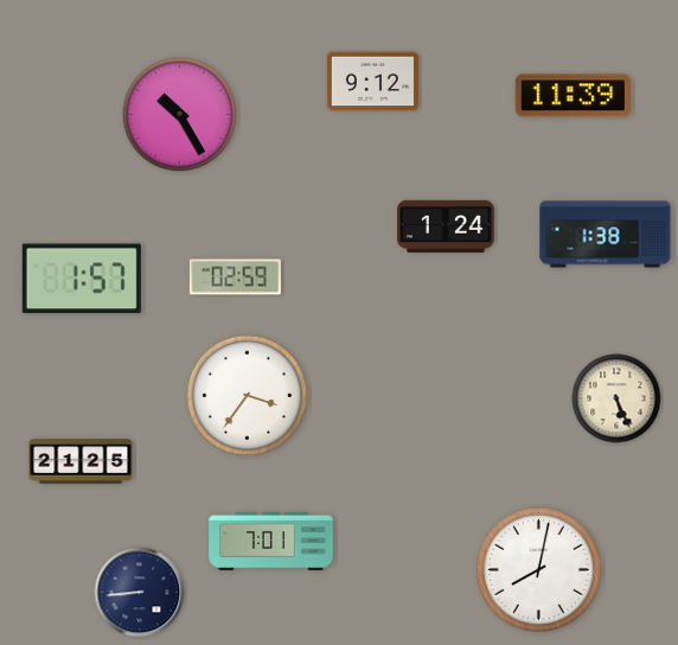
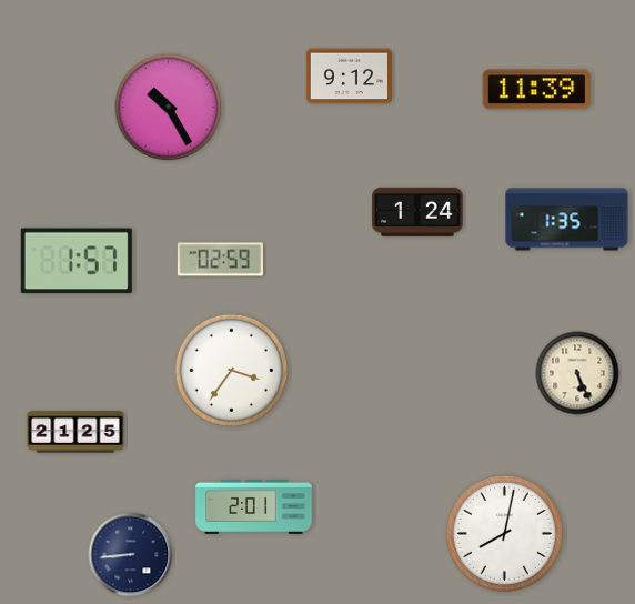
clock at (606, 235): 1:38 -> 1:35
clock at (271, 541): 7:01 -> 2:01
